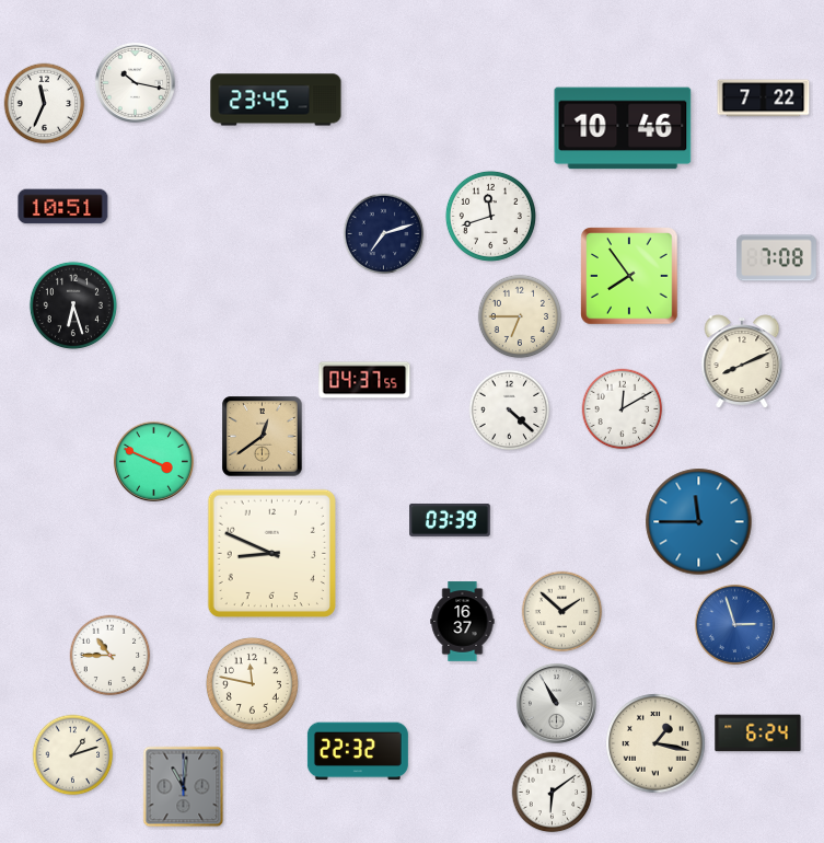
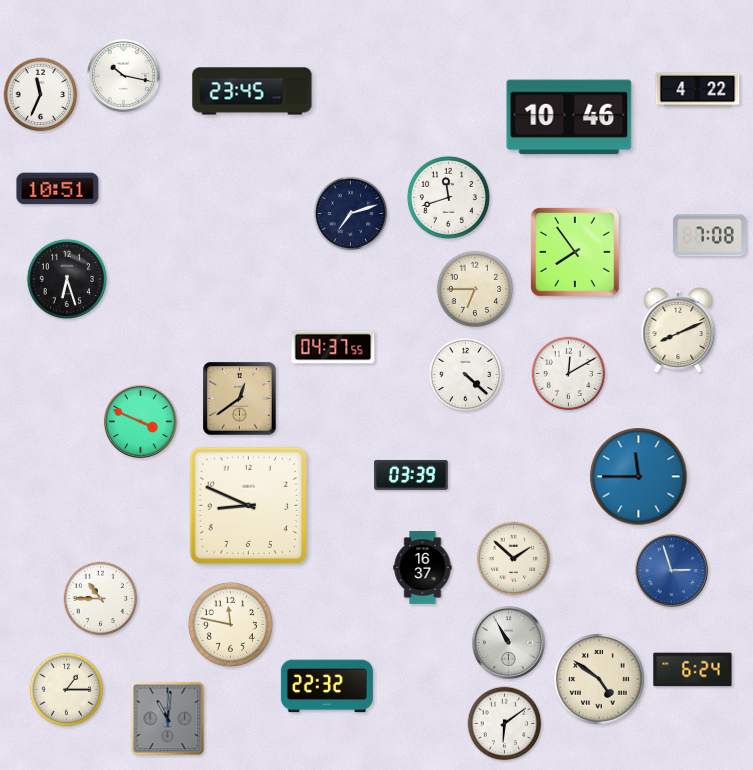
clock at (764, 99): 7:22 -> 4:22
clock at (655, 743): 1:17 -> 4:51
clock at (73, 755): 1:12 -> 1:15
